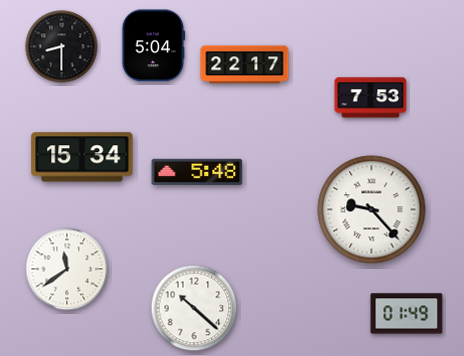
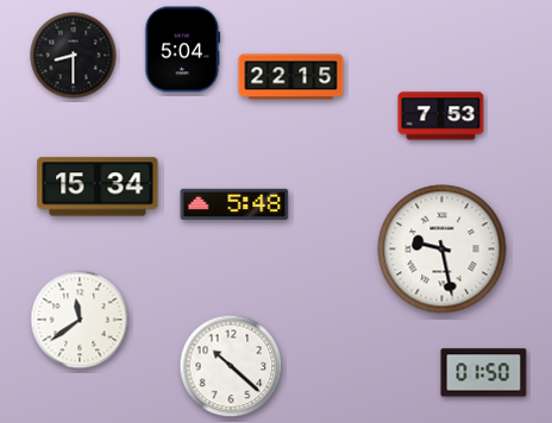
clock at (154, 46) position: (154, 46) -> (183, 50)
clock at (245, 65): 22:17 -> 22:15
clock at (372, 210): 9:23 -> 9:28
clock at (407, 314): 01:49 -> 01:50
